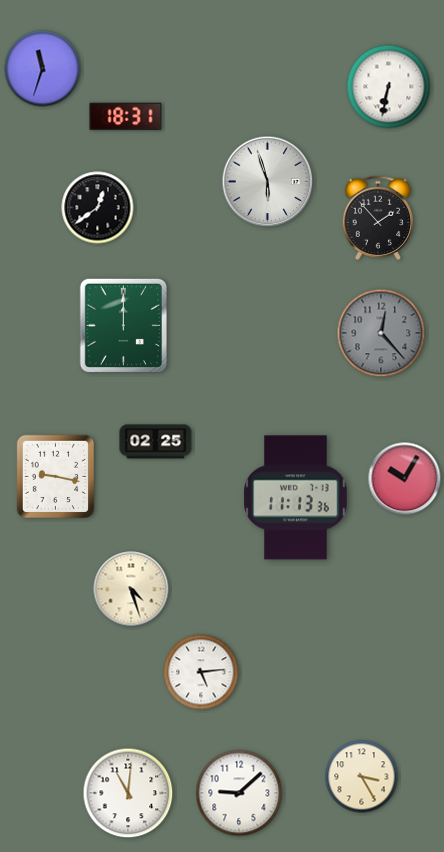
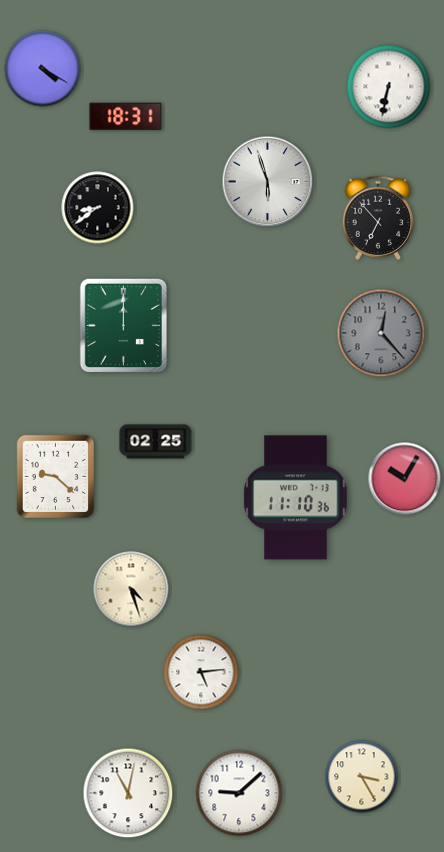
clock at (43, 69): 11:33 -> 4:20
clock at (98, 208): 12:39 -> 8:39
clock at (378, 217): 1:53 -> 6:53
clock at (55, 477): 9:17 -> 9:22
clock at (296, 498): 11:13 -> 11:10
clock at (128, 793): 11:01 -> 11:02
